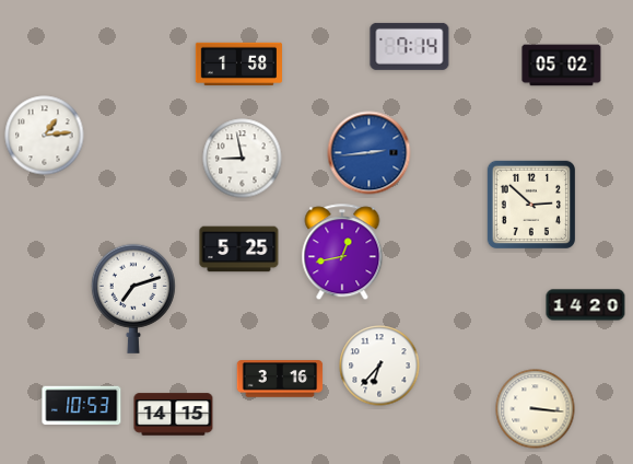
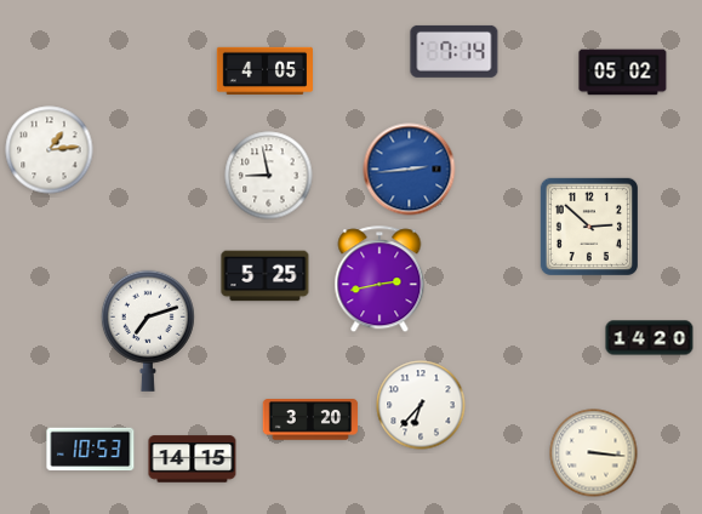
clock at (238, 63): 1:58 -> 4:05
clock at (342, 253): 12:43 -> 2:43
clock at (280, 379): 3:16 -> 3:20
